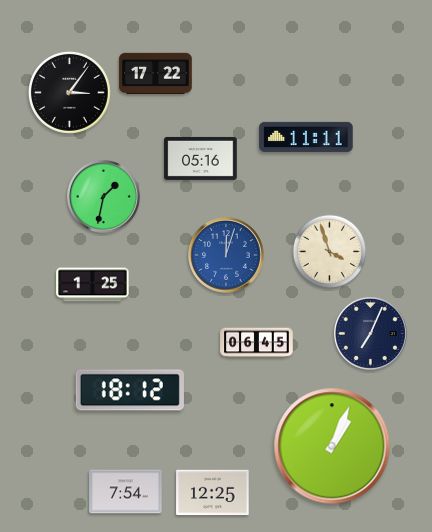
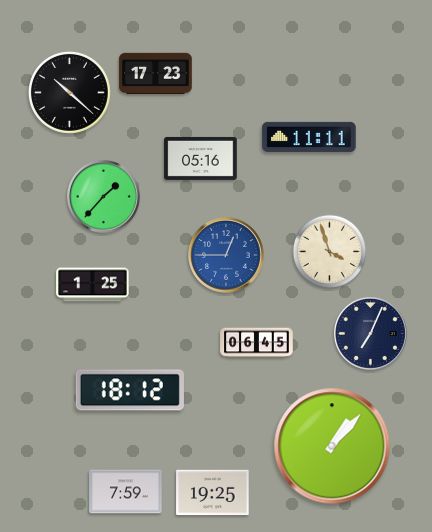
clock at (156, 74): 17:22 -> 17:23
clock at (69, 92): 3:06 -> 10:22
clock at (306, 137) position: (306, 137) -> (309, 137)
clock at (104, 197): 1:32 -> 1:37
clock at (227, 256): 12:03 -> 12:45
clock at (332, 446): 1:04 -> 1:07
clock at (126, 492): 7:54 -> 7:59
clock at (213, 493): 12:25 -> 19:25
